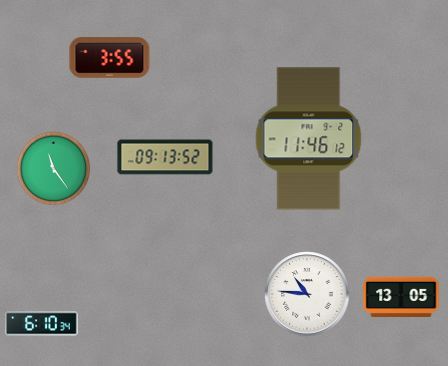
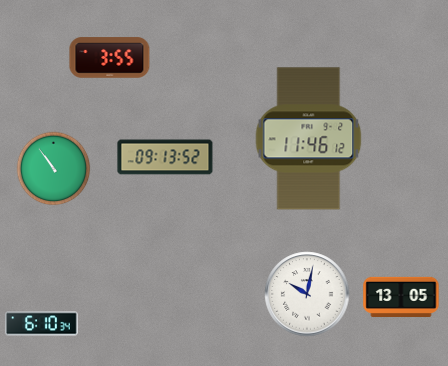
clock at (54, 169): 11:24 -> 10:54
clock at (307, 294): 10:46 -> 10:02
